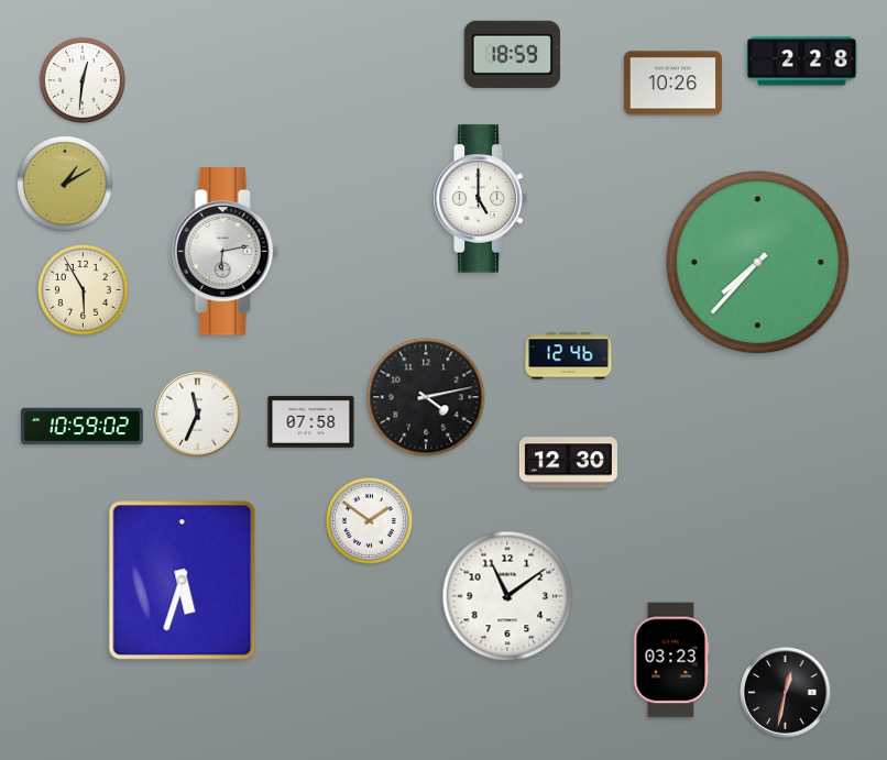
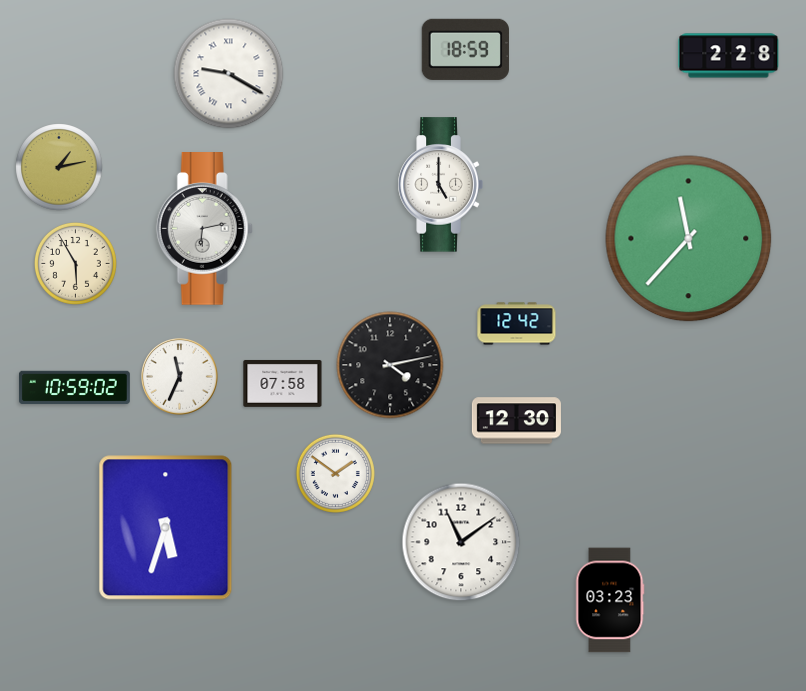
clock at (83, 80): 12:31 -> none
clock at (229, 74): none -> 9:20
clock at (672, 84): 10:26 -> none
clock at (65, 184): 1:10 -> 1:13
clock at (480, 199) position: (480, 199) -> (440, 185)
clock at (758, 263): 7:37 -> 11:37
clock at (569, 356): 12:46 -> 12:42
clock at (426, 397) position: (426, 397) -> (390, 365)
clock at (786, 693): 12:32 -> none
